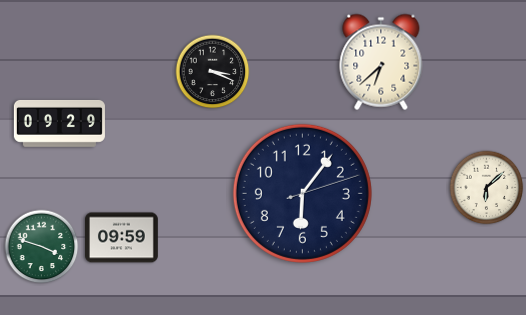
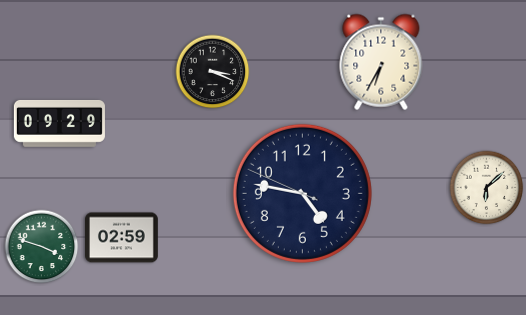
clock at (381, 62): 6:38 -> 6:35
clock at (302, 193): 6:06 -> 4:46
clock at (122, 238): 09:59 -> 02:59
